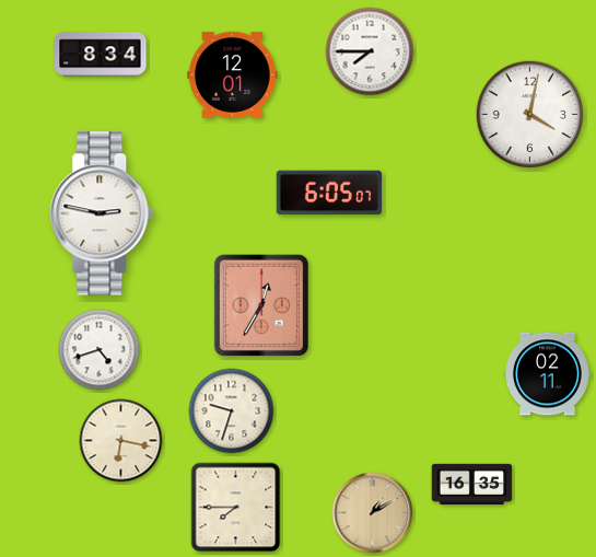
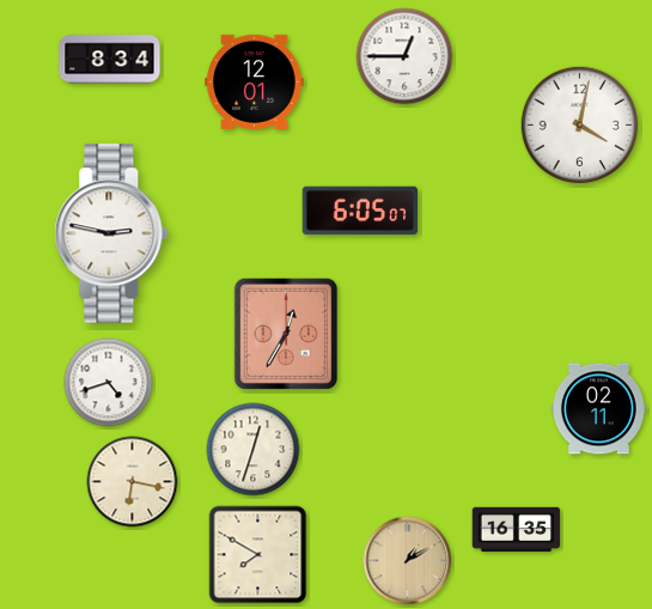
clock at (370, 51): 7:45 -> 12:45
clock at (232, 411): 9:33 -> 12:33
clock at (236, 508): 7:45 -> 7:50
